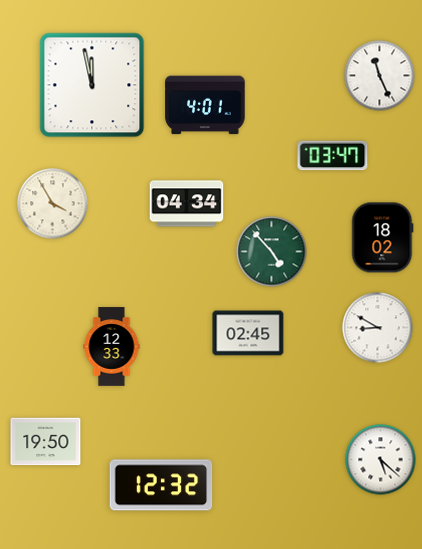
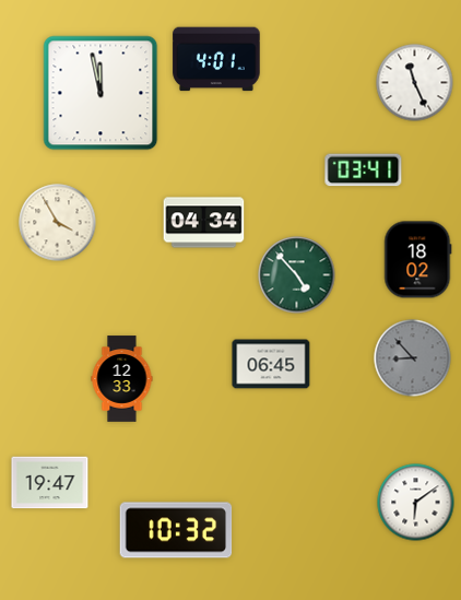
clock at (205, 105) position: (205, 105) -> (216, 59)
clock at (333, 156): 03:47 -> 03:41
clock at (378, 328): 8:50 -> 8:53
clock at (378, 328) dial: white -> grey
clock at (248, 333): 02:45 -> 06:45
clock at (46, 442): 19:50 -> 19:47
clock at (381, 460): 5:22 -> 6:09
clock at (161, 485): 12:32 -> 10:32
